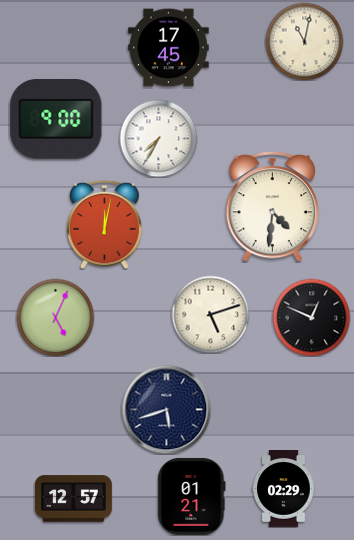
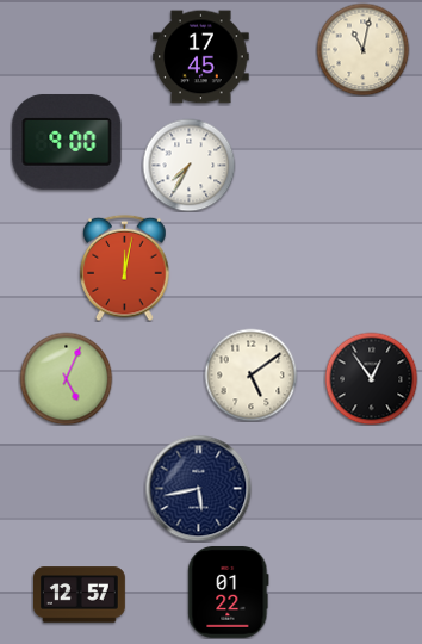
clock at (273, 206): 4:31 -> none
clock at (210, 314): 5:12 -> 5:09
clock at (311, 317): 12:49 -> 12:54
clock at (166, 409): 5:42 -> 5:43
clock at (284, 489): 02:29 -> none
clock at (192, 496): 01:21 -> 01:22
clock at (74, 499) position: (74, 499) -> (80, 595)
